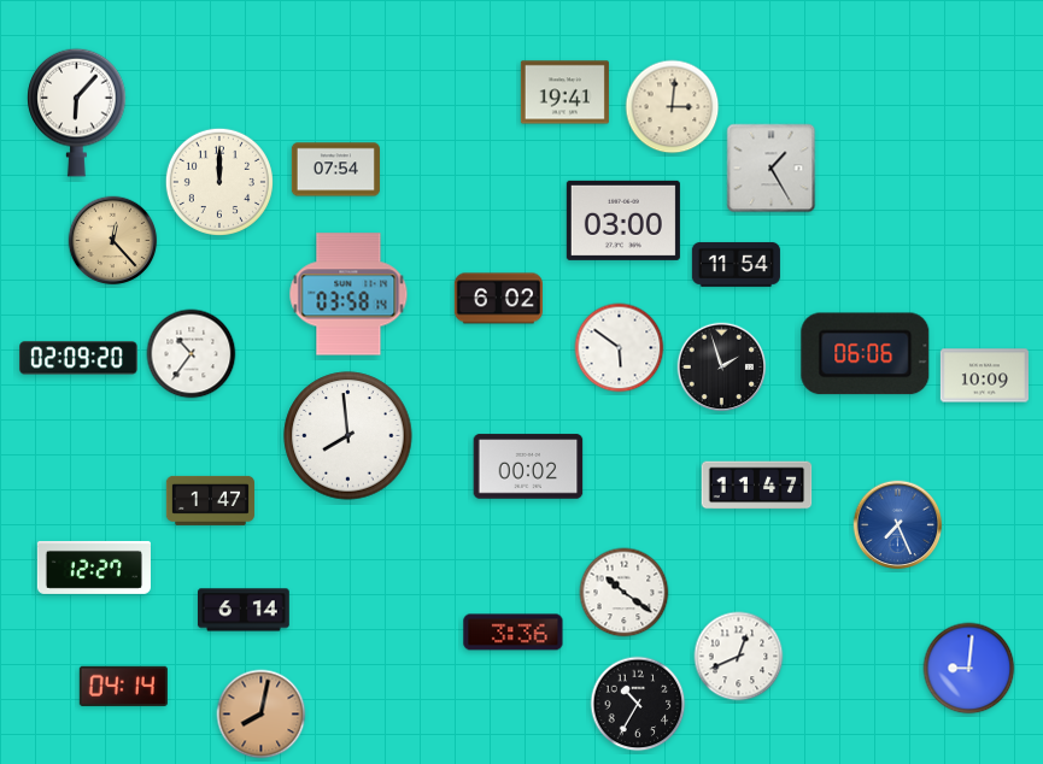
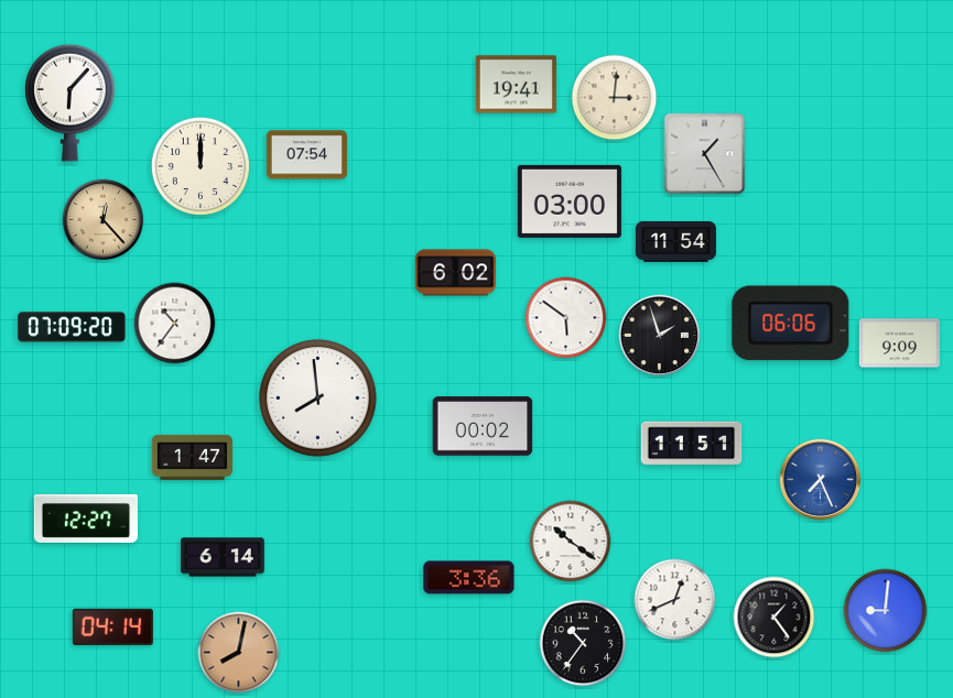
clock at (736, 264) position: (736, 264) -> (675, 241)
clock at (348, 294): 03:58 -> none
clock at (78, 358): 02:09 -> 07:09
clock at (984, 376): 10:09 -> 9:09
clock at (757, 486): 11:47 -> 11:51
clock at (775, 618): none -> 1:24
clock at (638, 704): 10:35 -> 10:36
